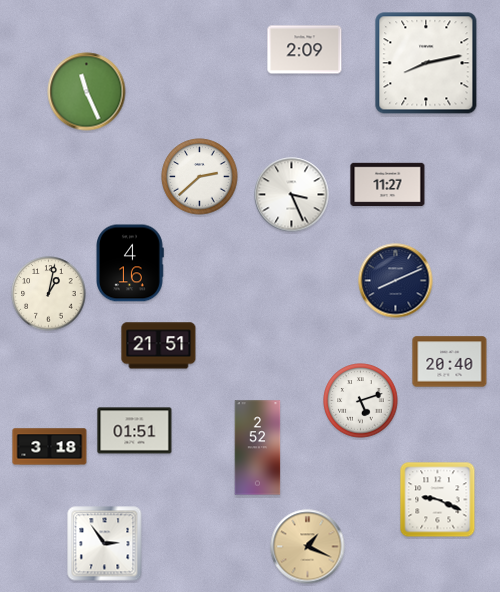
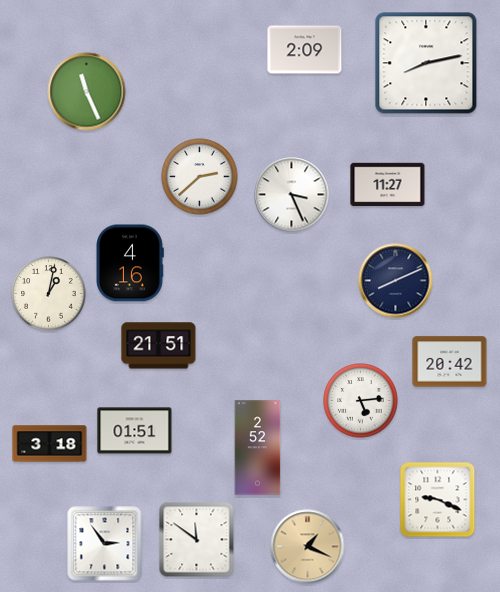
clock at (450, 362): 20:40 -> 20:42
clock at (361, 401): 5:12 -> 5:14
clock at (50, 447) position: (50, 447) -> (50, 444)
clock at (197, 540): none -> 11:51
